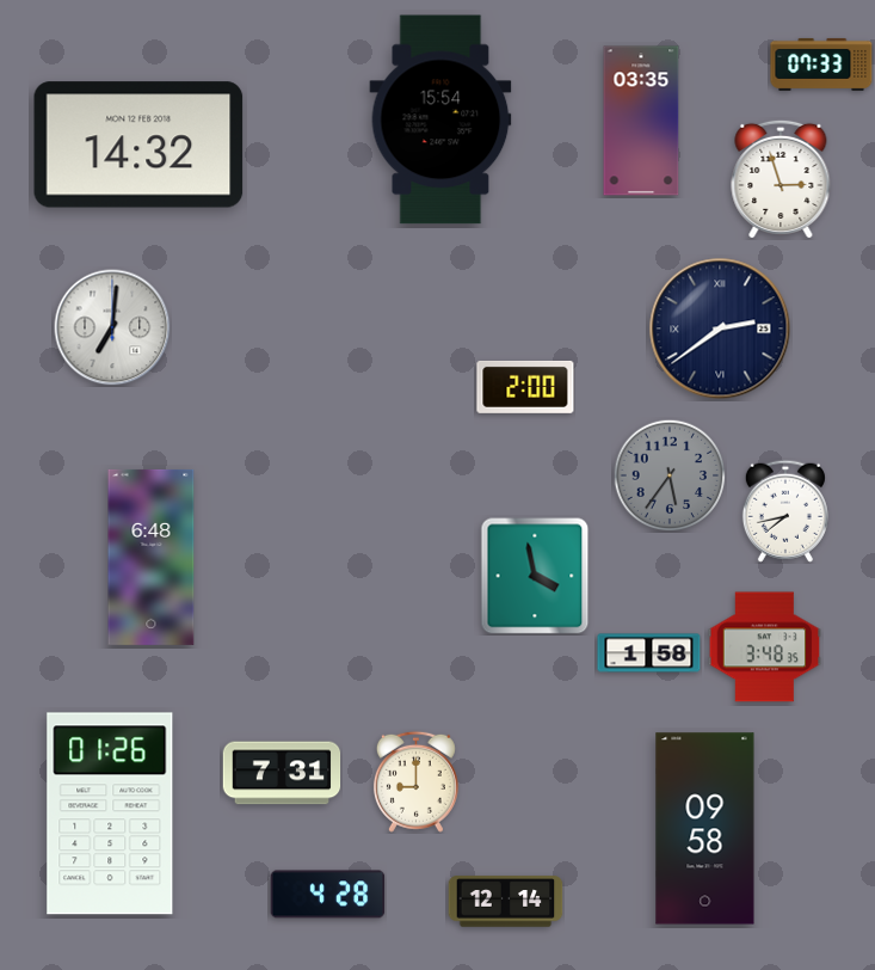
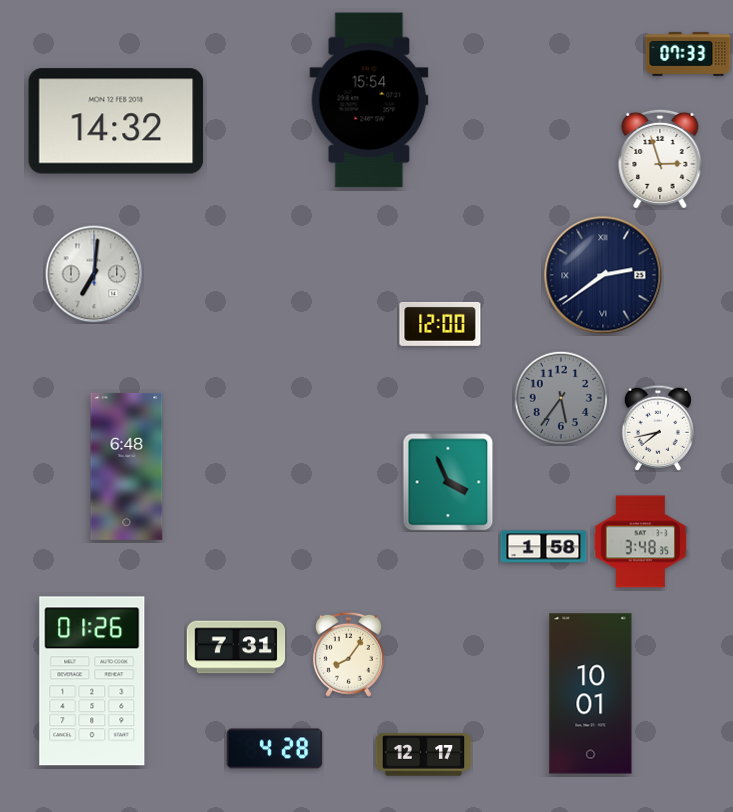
clock at (641, 121): 03:35 -> none
clock at (781, 178) position: (781, 178) -> (660, 158)
clock at (525, 387): 2:00 -> 12:00
clock at (535, 576): 3:58 -> 3:56
clock at (415, 781): 9:00 -> 8:06
clock at (705, 829): 09:58 -> 10:01
clock at (506, 902): 12:14 -> 12:17
